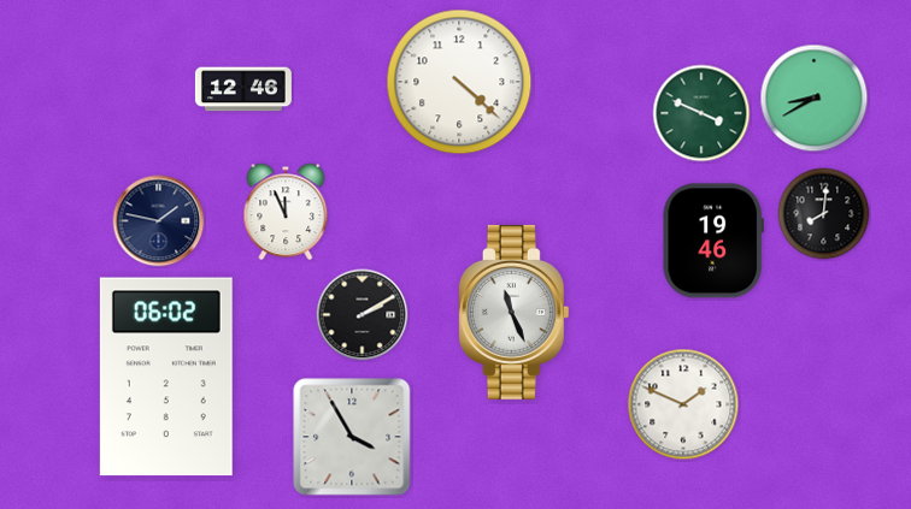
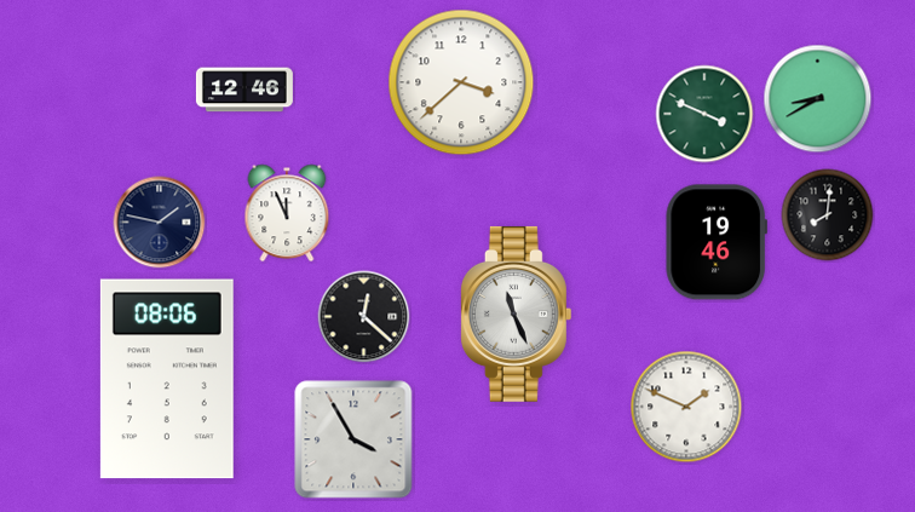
clock at (459, 82): 4:22 -> 3:38
clock at (363, 315): 2:10 -> 12:22
clock at (166, 377): 06:02 -> 08:06
